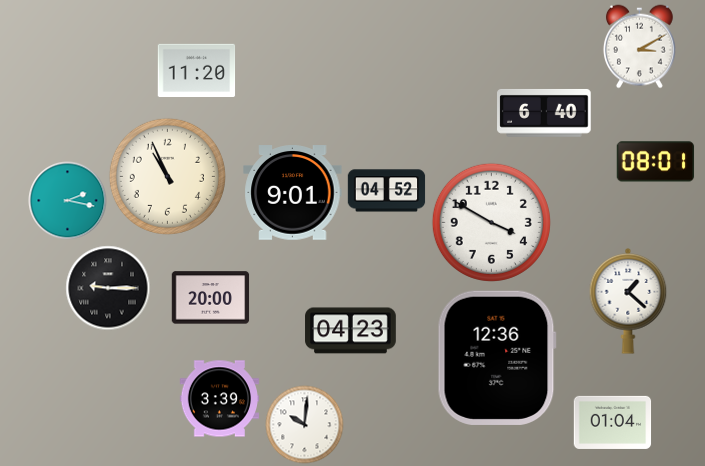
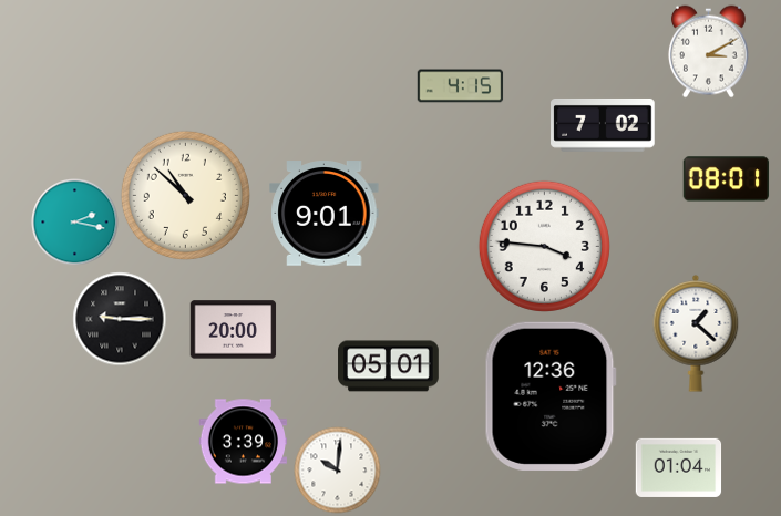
clock at (196, 70): 11:20 -> none
clock at (460, 86): none -> 4:15
clock at (544, 113): 6:40 -> 7:02
clock at (167, 176): 10:56 -> 10:52
clock at (386, 191): 04:52 -> none
clock at (491, 222): 3:50 -> 3:46
clock at (351, 331): 04:23 -> 05:01
